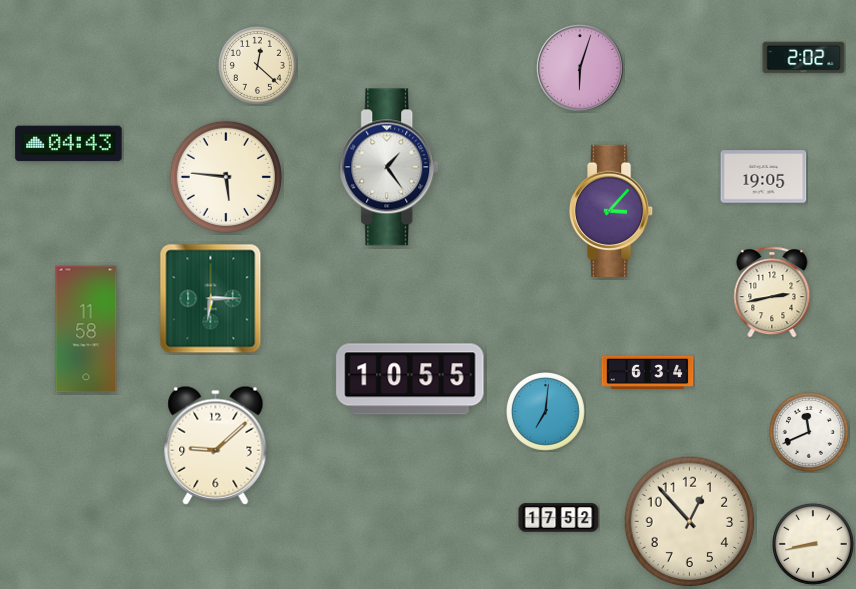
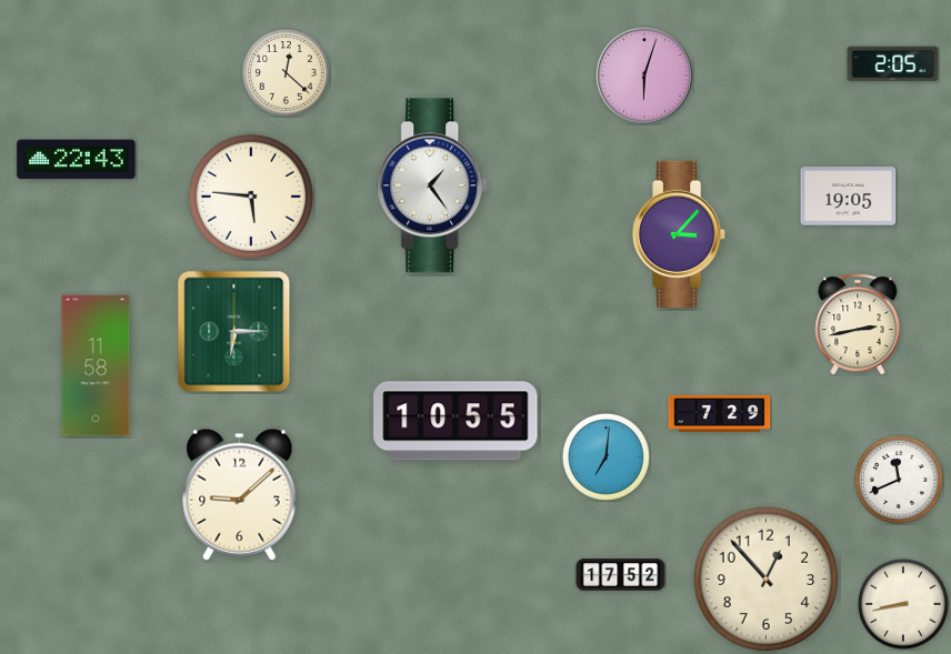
clock at (804, 58): 2:02 -> 2:05
clock at (69, 144): 04:43 -> 22:43
clock at (648, 372): 6:34 -> 7:29
